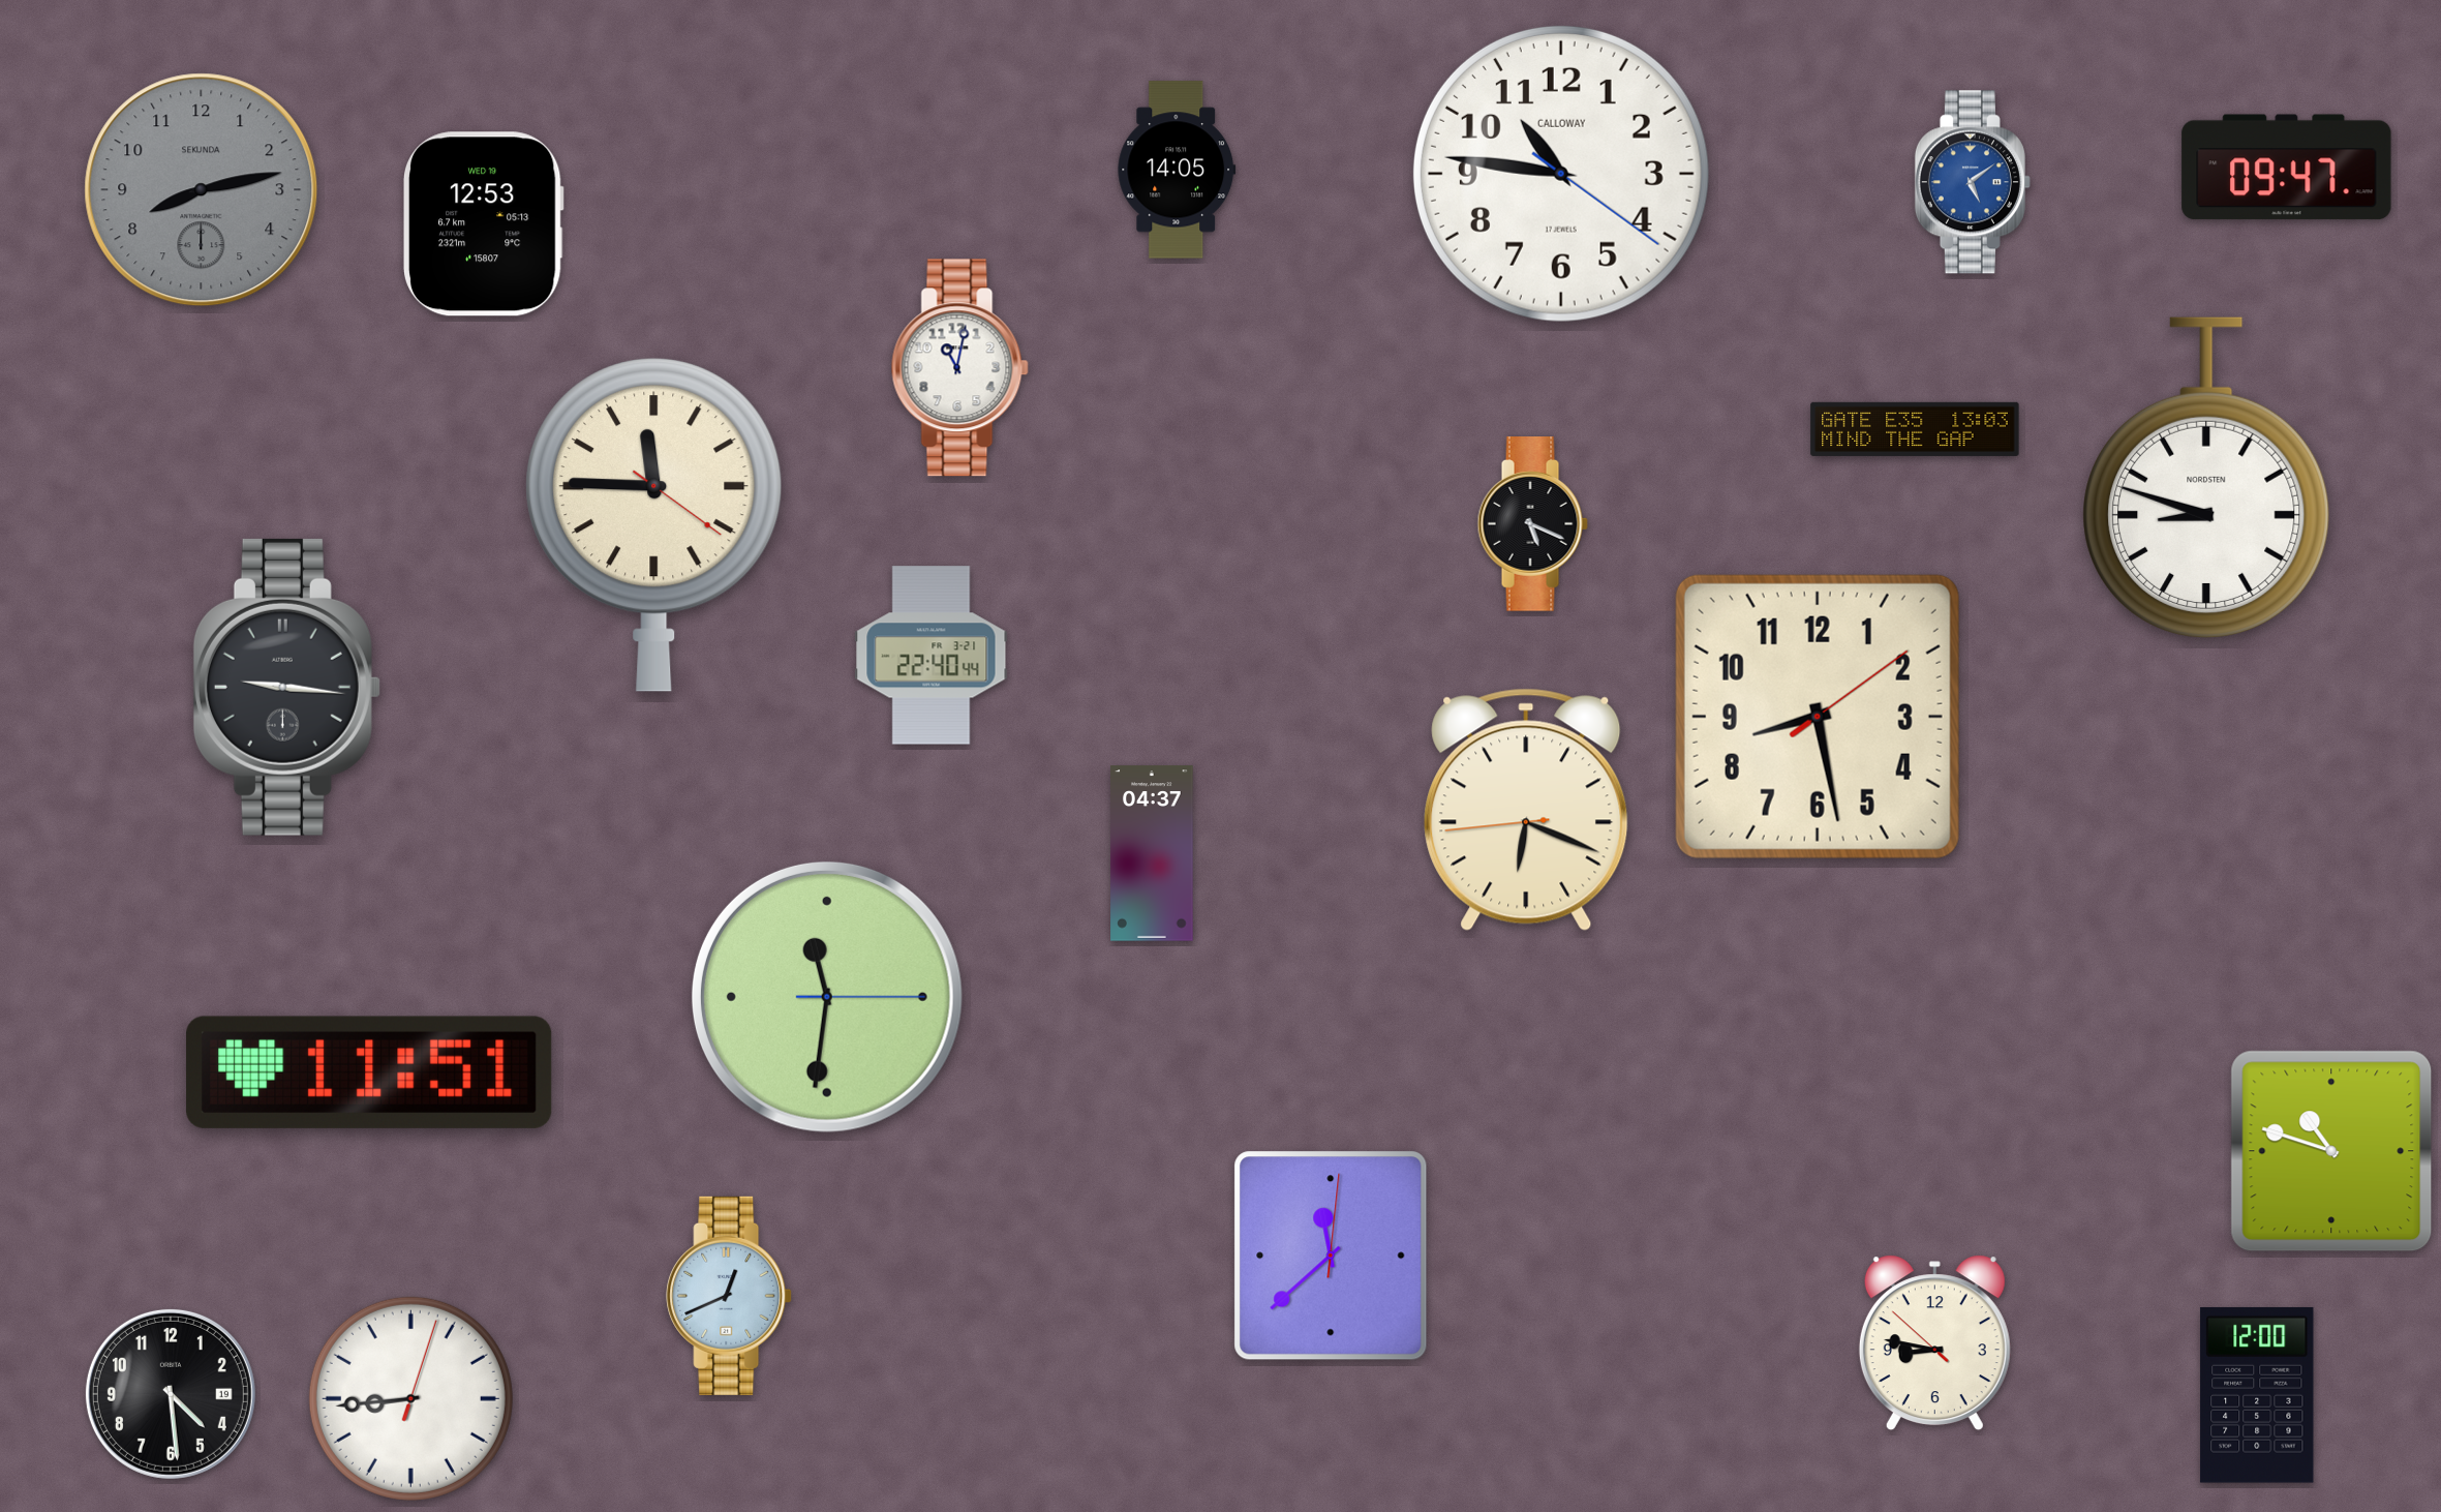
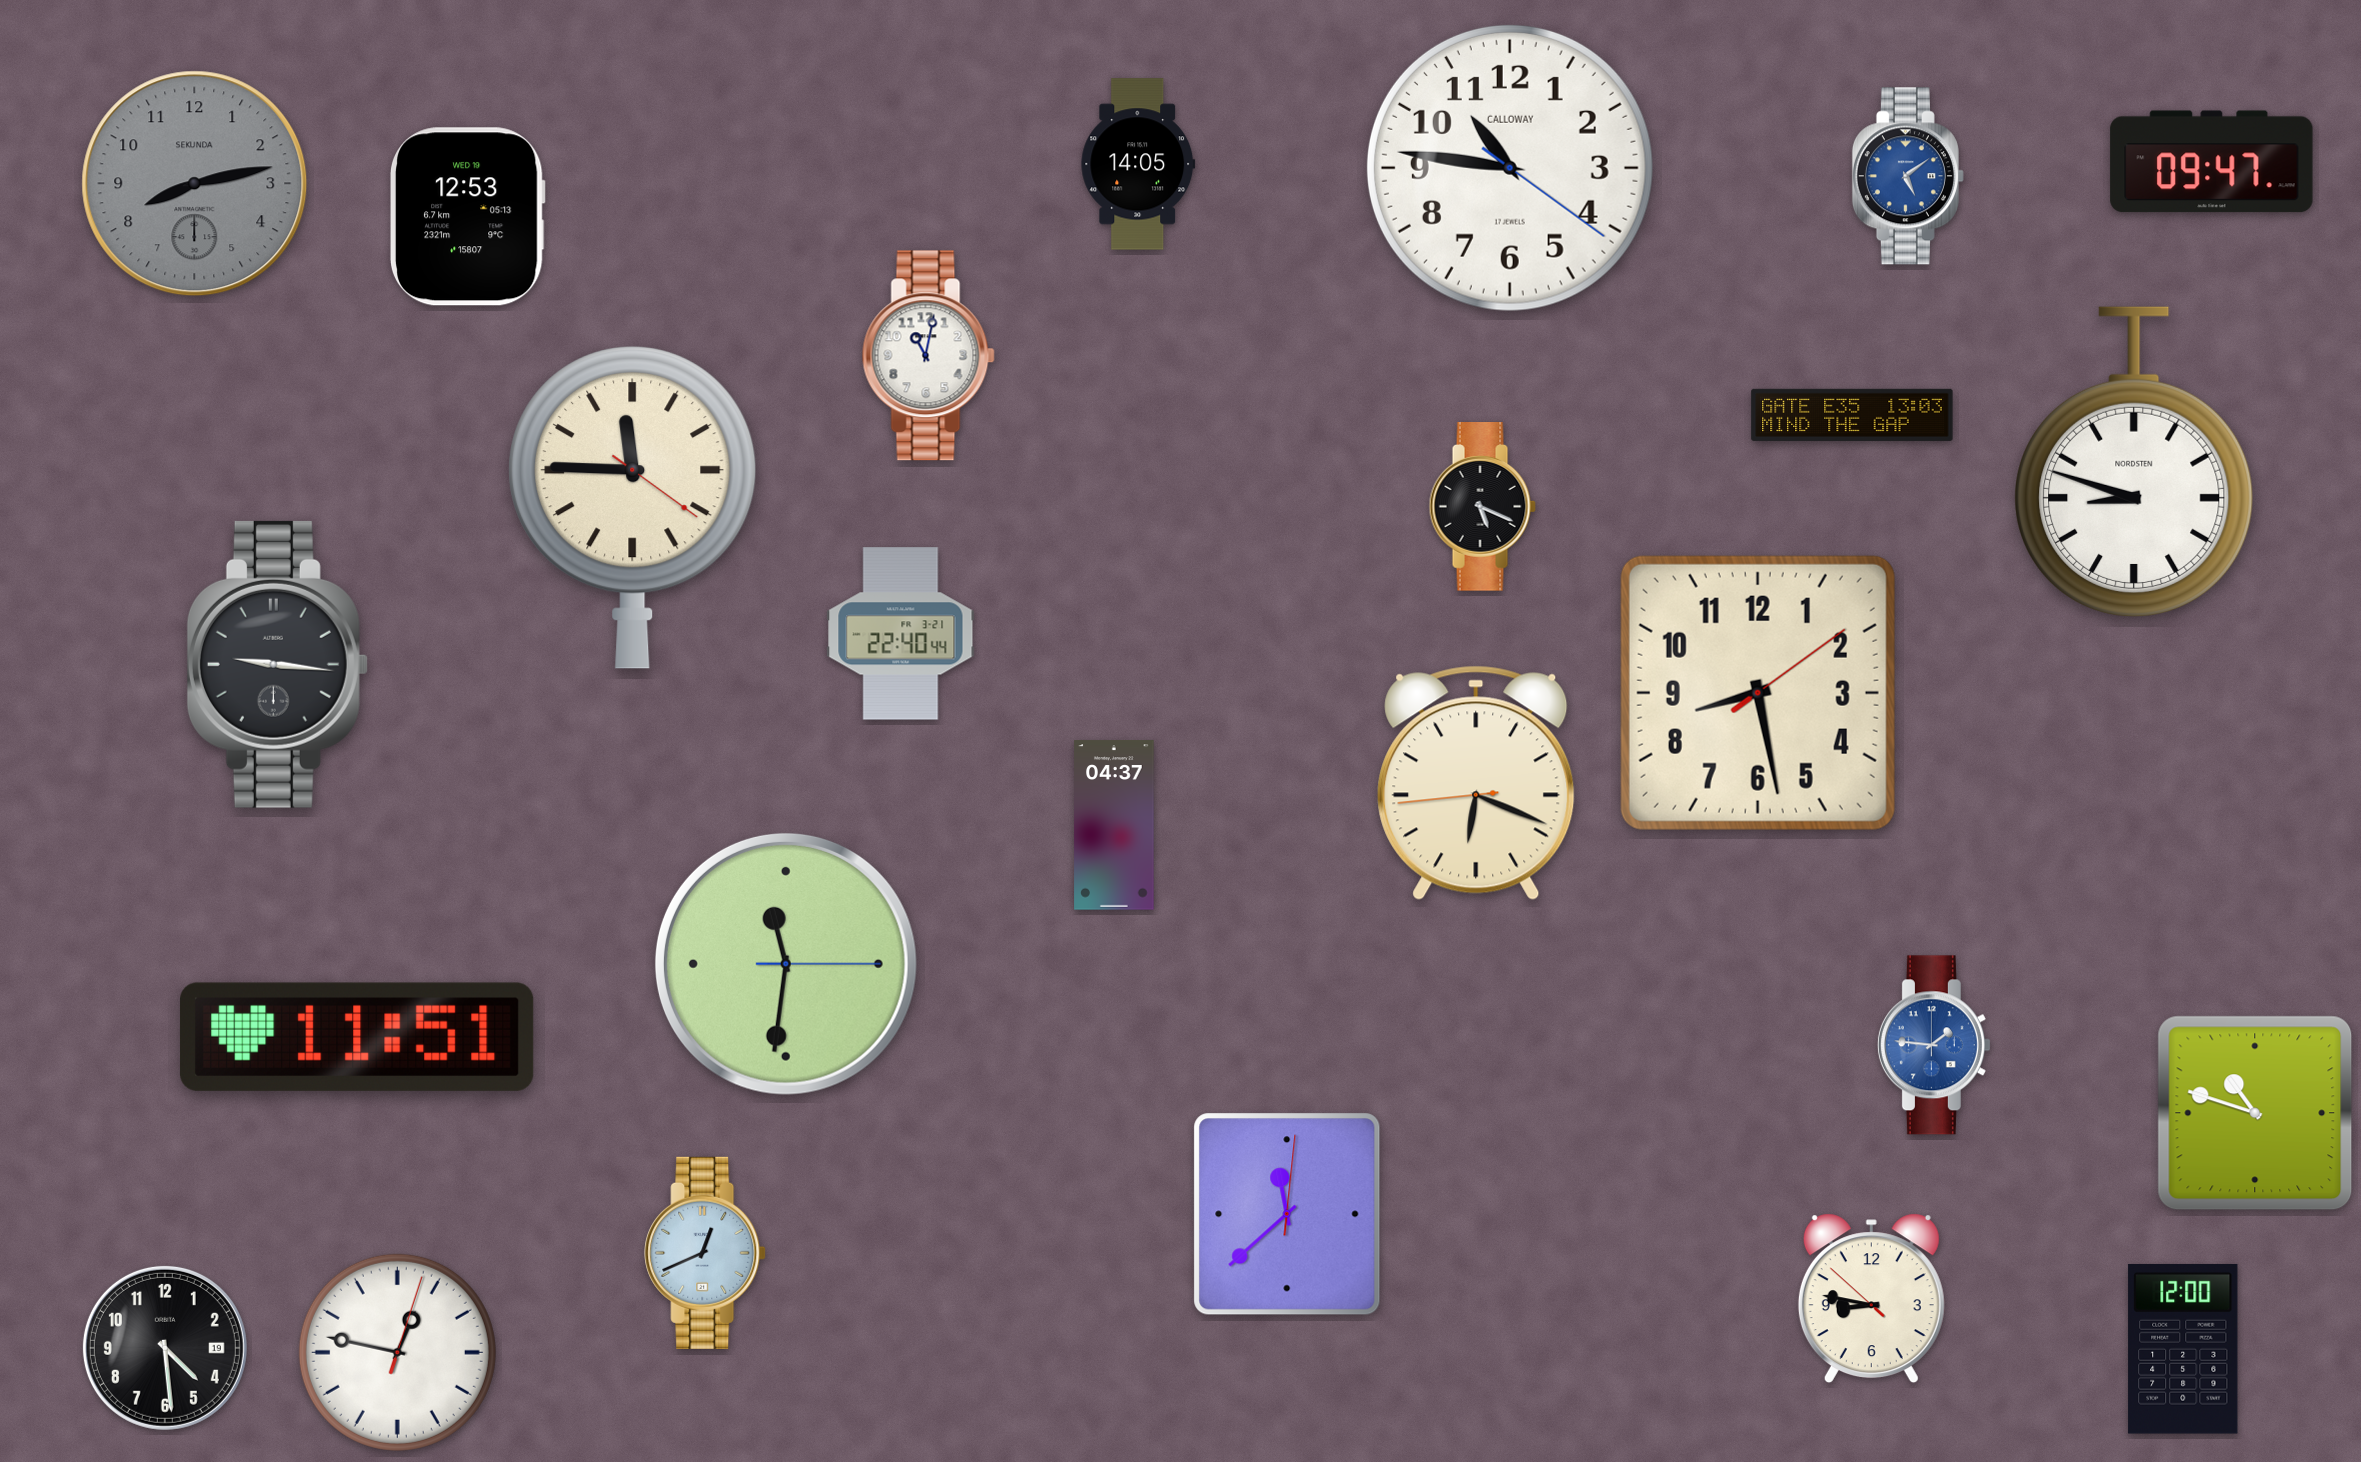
clock at (827, 997) position: (827, 997) -> (786, 964)
clock at (1934, 1045): none -> 1:46
clock at (410, 1398): 8:44 -> 12:47
